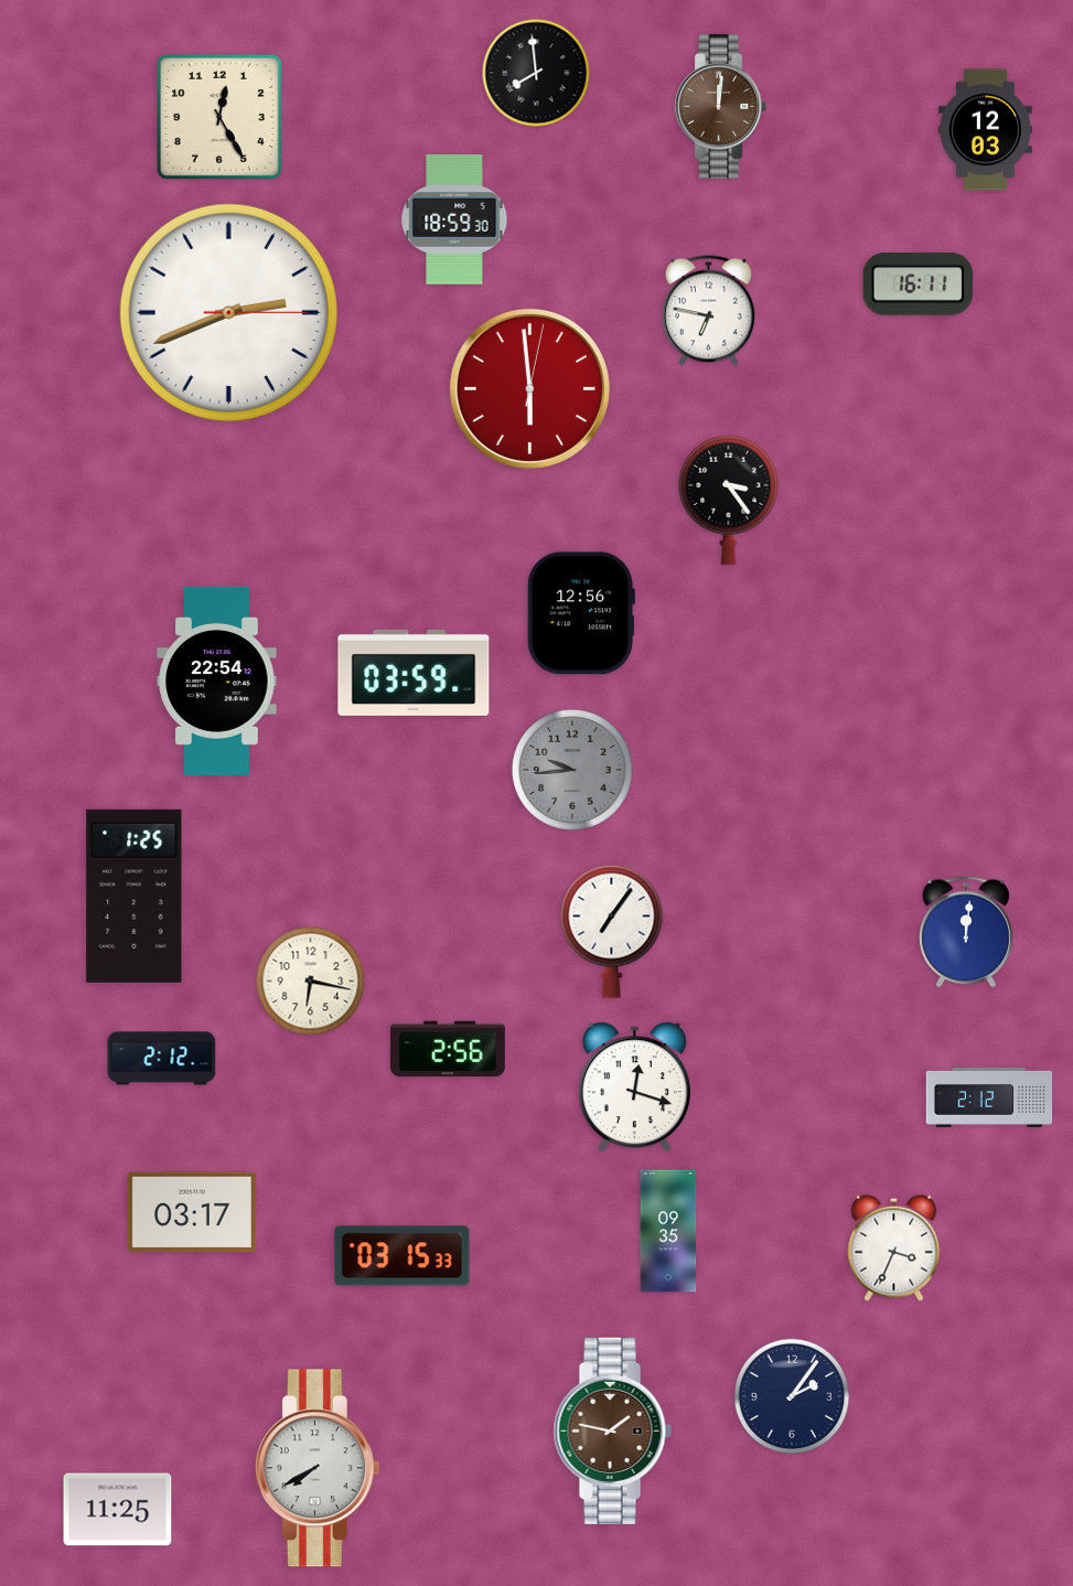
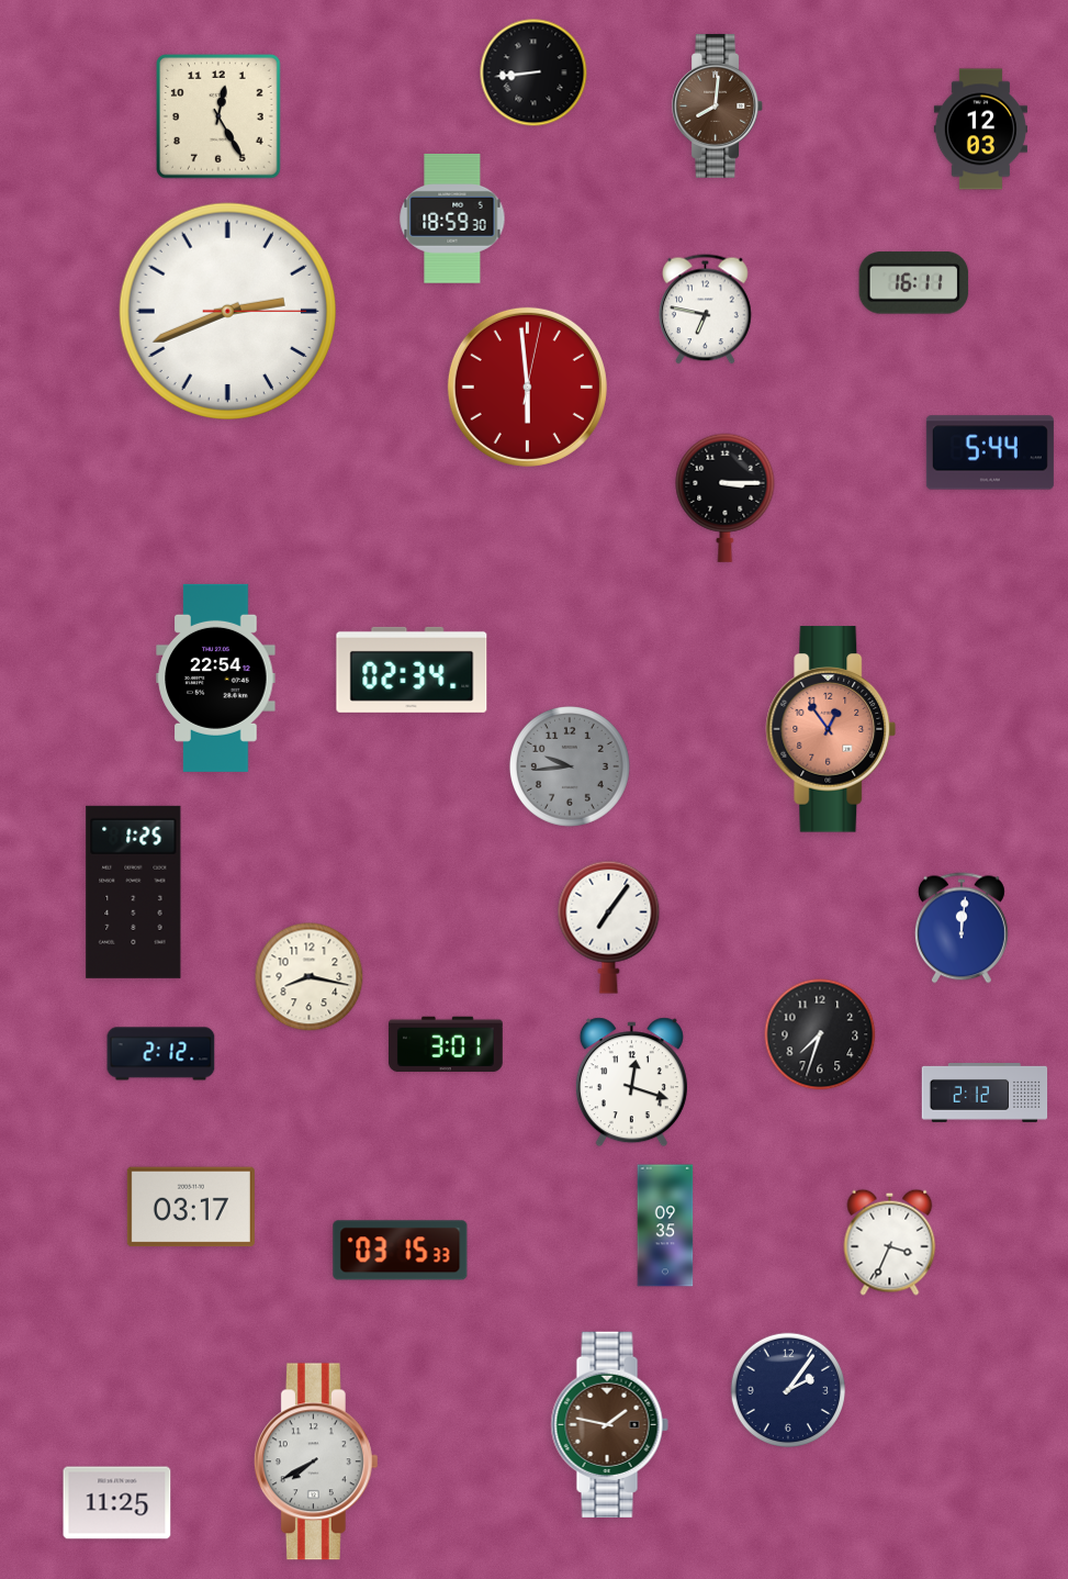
clock at (536, 73): 7:59 -> 8:44
clock at (721, 106): 12:01 -> 8:01
clock at (990, 452): none -> 5:44
clock at (729, 500): 3:24 -> 3:15
clock at (581, 613): 12:56 -> none
clock at (414, 673): 03:59 -> 02:34
clock at (831, 729): none -> 12:54
clock at (311, 982): 6:17 -> 8:17
clock at (820, 1034): none -> 7:33
clock at (448, 1049): 2:56 -> 3:01
